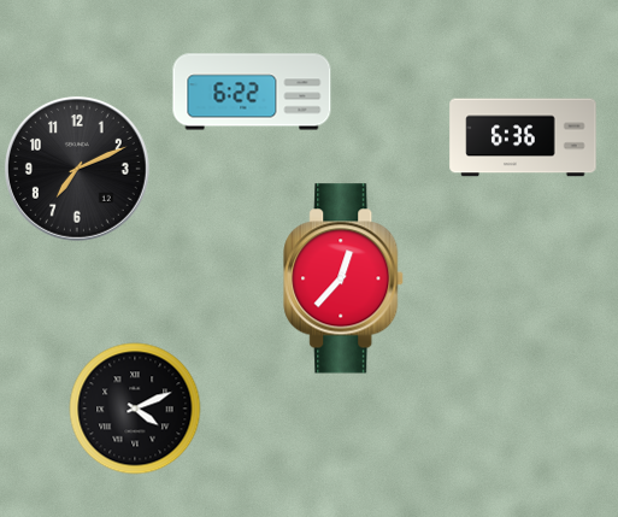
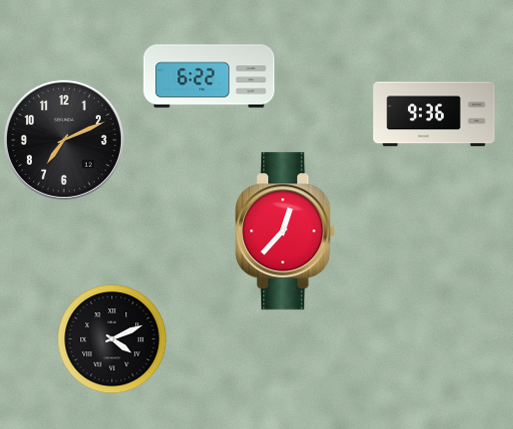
clock at (523, 137): 6:36 -> 9:36
